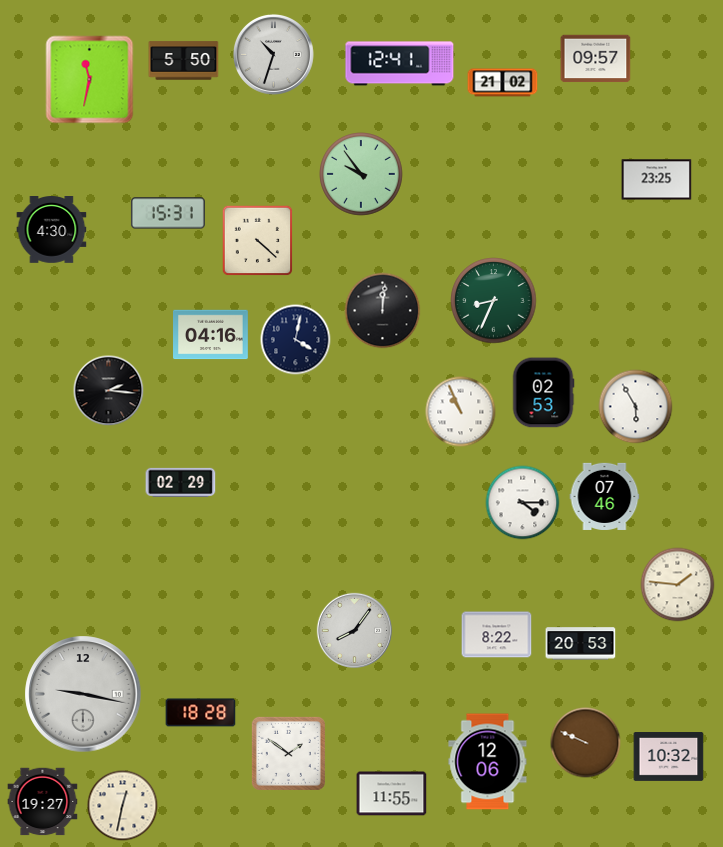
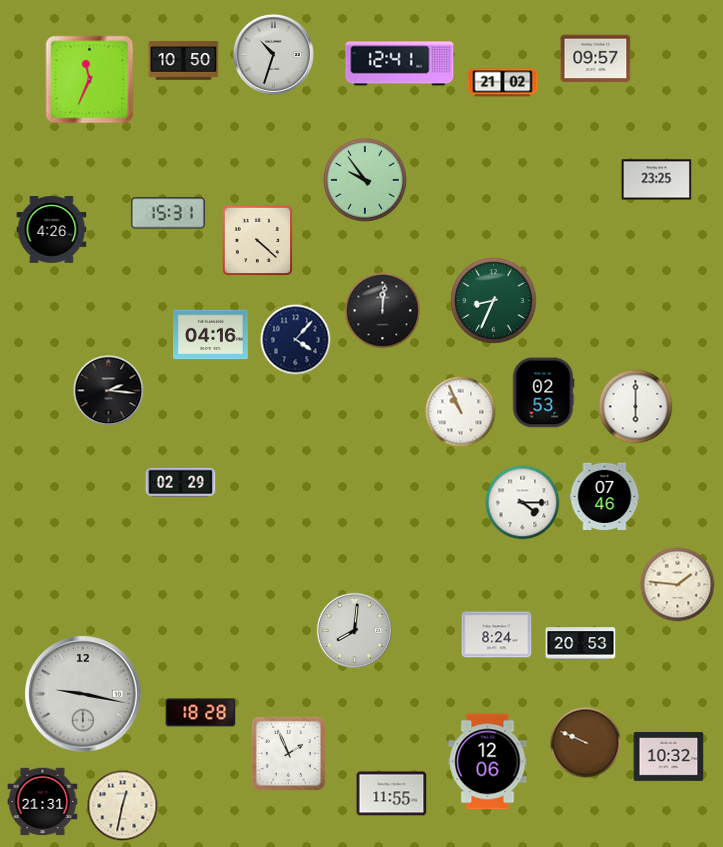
clock at (184, 61): 5:50 -> 10:50
clock at (90, 80): 11:32 -> 11:34
clock at (362, 175) position: (362, 175) -> (366, 181)
clock at (52, 230): 4:30 -> 4:26
clock at (296, 340): 4:02 -> 4:07
clock at (636, 407): 5:55 -> 6:00
clock at (354, 630): 8:06 -> 8:01
clock at (497, 635): 8:22 -> 8:24
clock at (288, 753): 1:51 -> 1:56
clock at (43, 802): 19:27 -> 21:31
